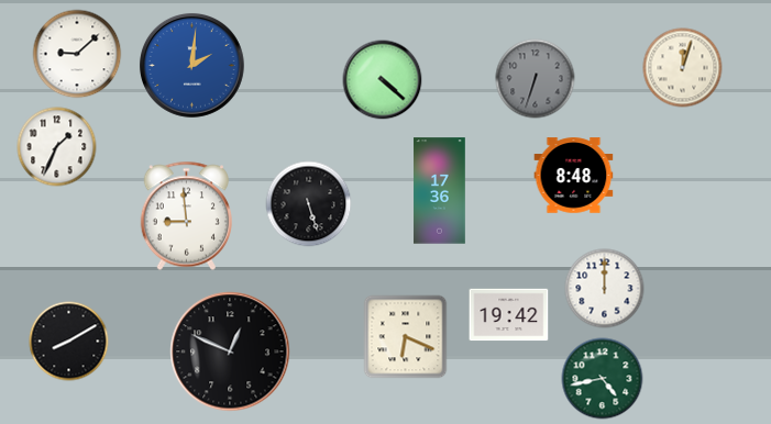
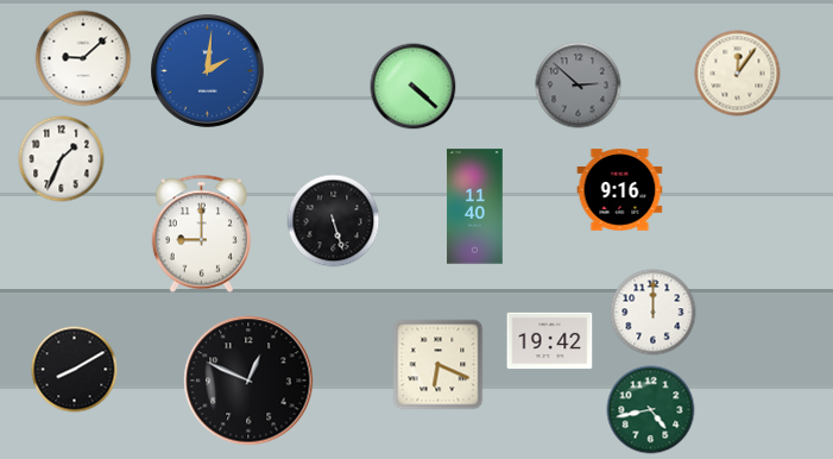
clock at (683, 68): 12:03 -> 12:06
clock at (536, 79): 6:33 -> 2:52
clock at (574, 176): 8:48 -> 9:16
clock at (440, 191): 17:36 -> 11:40
clock at (186, 216): 8:59 -> 9:00
